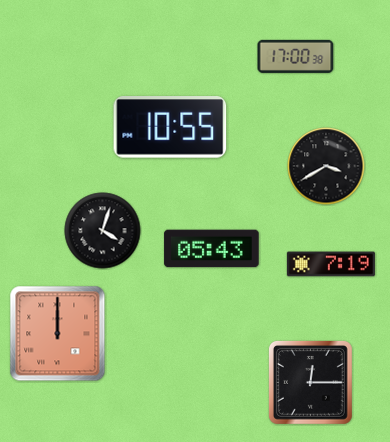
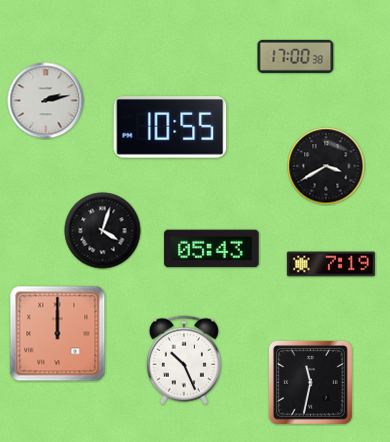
clock at (46, 101): none -> 2:13
clock at (184, 360): none -> 10:26
clock at (310, 382): 12:15 -> 11:32
